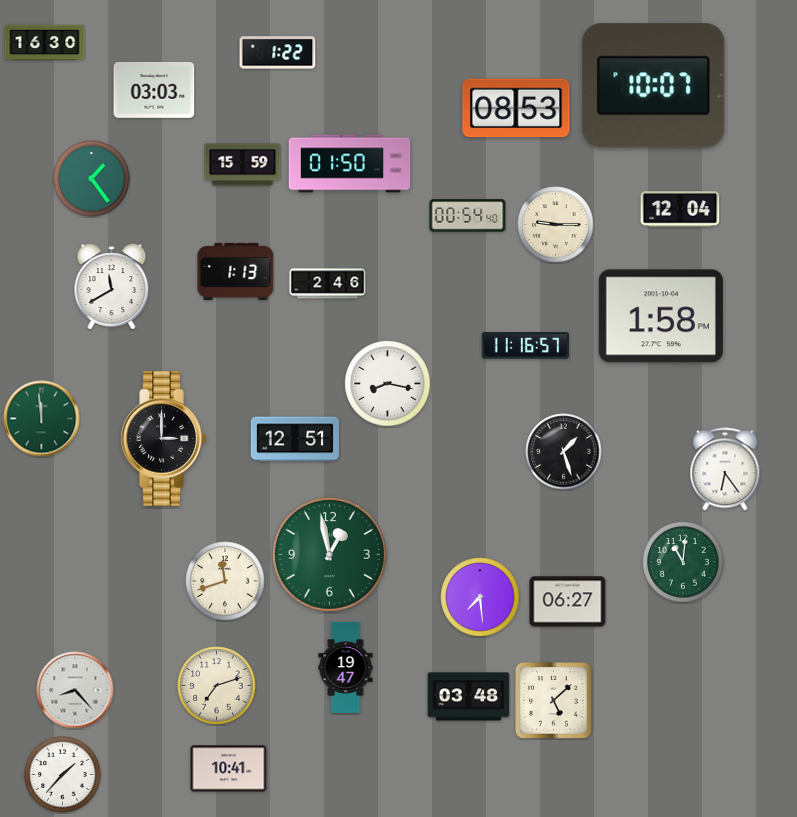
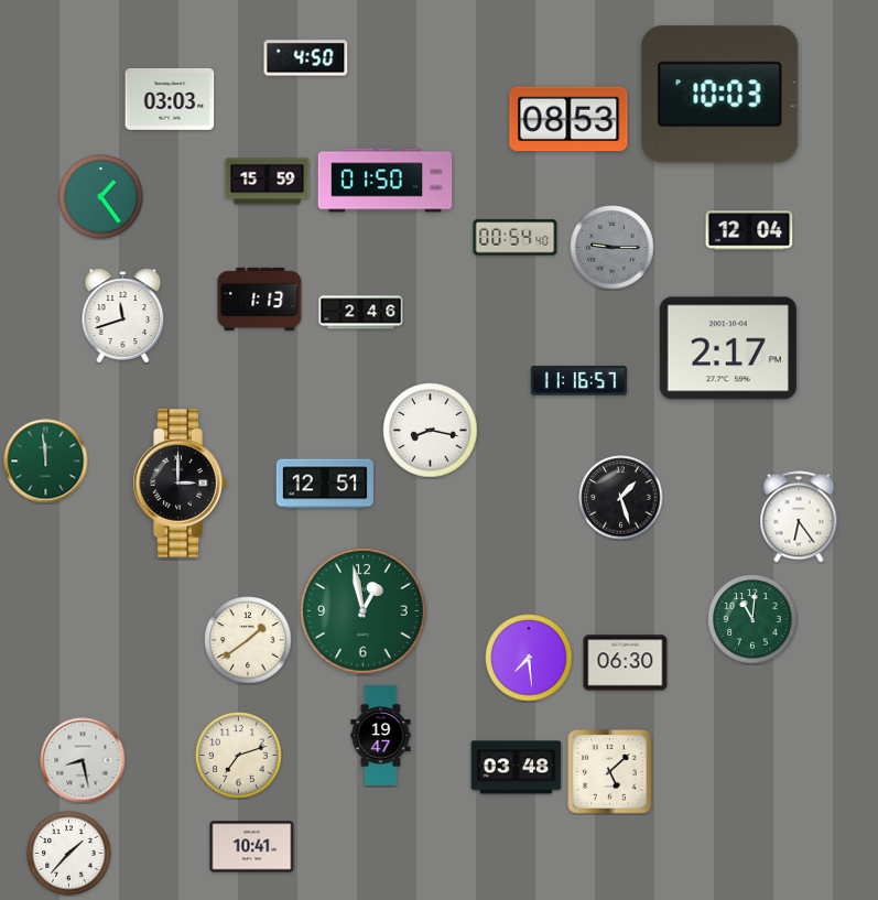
clock at (45, 43): 16:30 -> none
clock at (278, 53): 1:22 -> 4:50
clock at (654, 86): 10:07 -> 10:03
clock at (556, 225) dial: cream -> grey
clock at (112, 287): 11:40 -> 11:42
clock at (661, 316): 1:58 -> 2:17
clock at (388, 384) position: (388, 384) -> (431, 431)
clock at (225, 581): 11:42 -> 1:39
clock at (568, 602): 06:27 -> 06:30
clock at (75, 690): 8:23 -> 8:28
